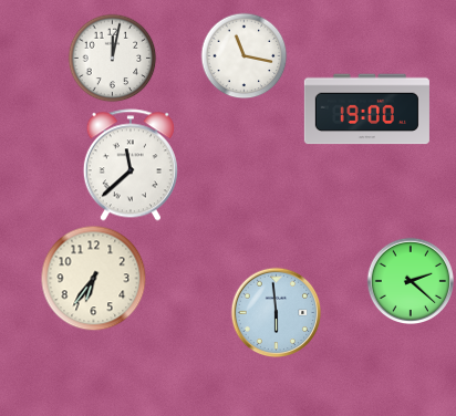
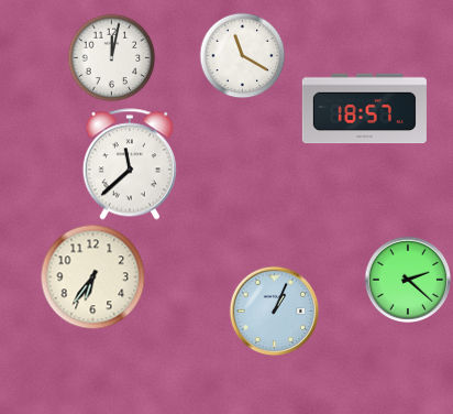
clock at (243, 55): 11:17 -> 11:20
clock at (366, 110): 19:00 -> 18:57
clock at (276, 312): 5:59 -> 1:04
